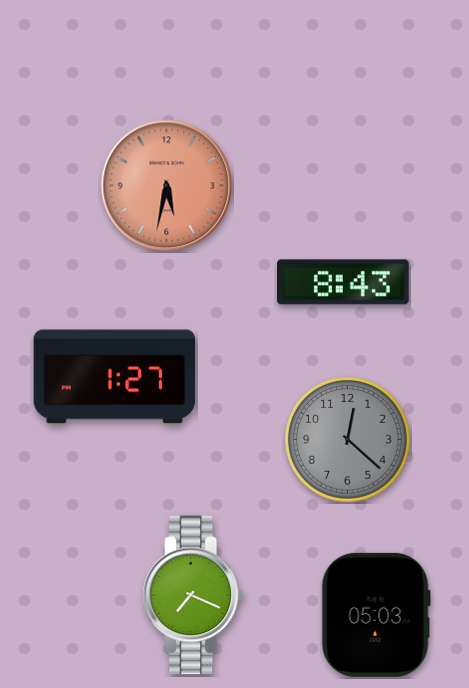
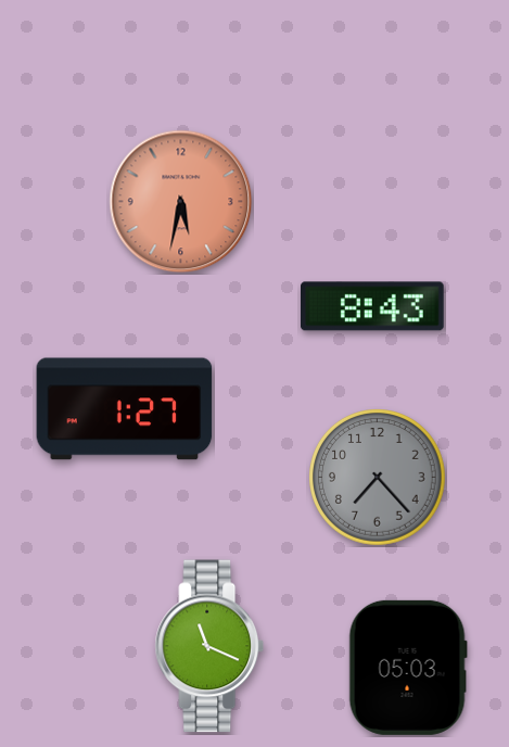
clock at (348, 440): 12:22 -> 7:23
clock at (193, 595): 7:19 -> 11:19
